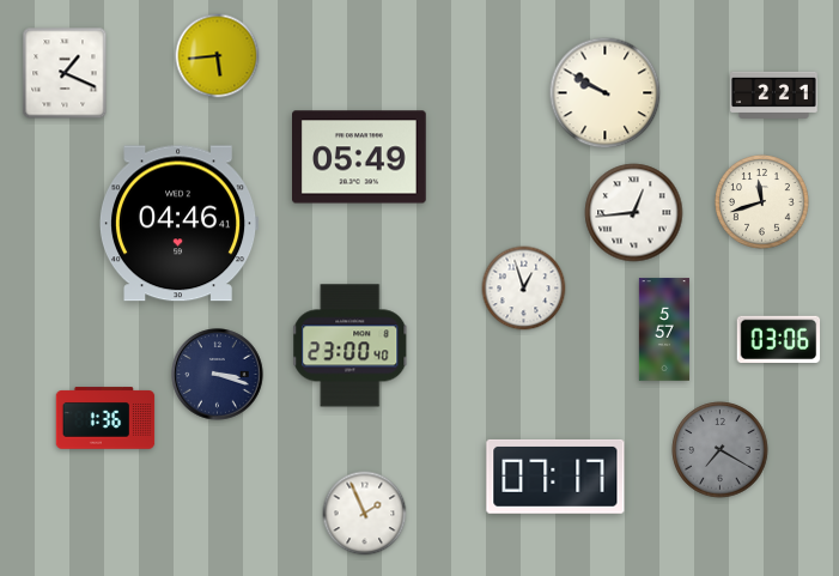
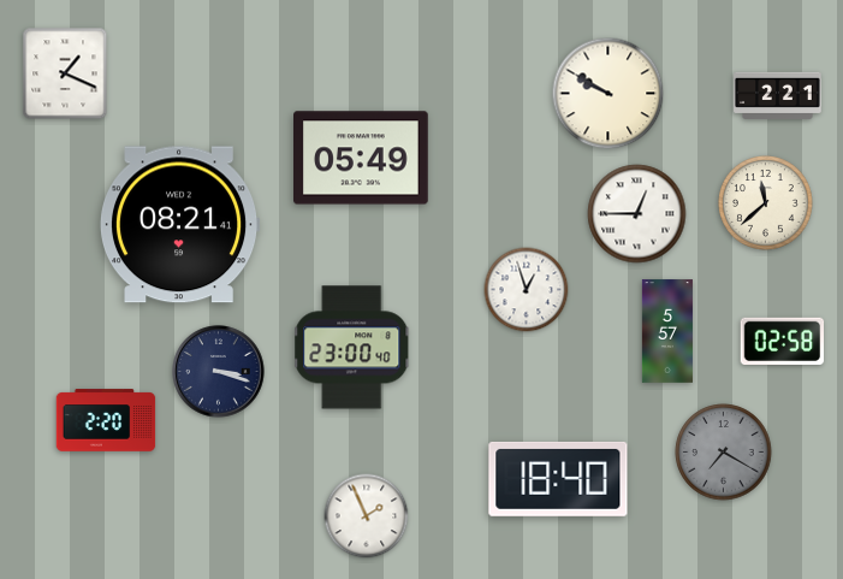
clock at (218, 56): 5:44 -> none
clock at (762, 202): 11:42 -> 11:38
clock at (634, 213): 12:44 -> 12:45
clock at (178, 224): 04:46 -> 08:21
clock at (779, 339): 03:06 -> 02:58
clock at (218, 375) position: (218, 375) -> (219, 372)
clock at (105, 418): 1:36 -> 2:20
clock at (555, 477): 07:17 -> 18:40
